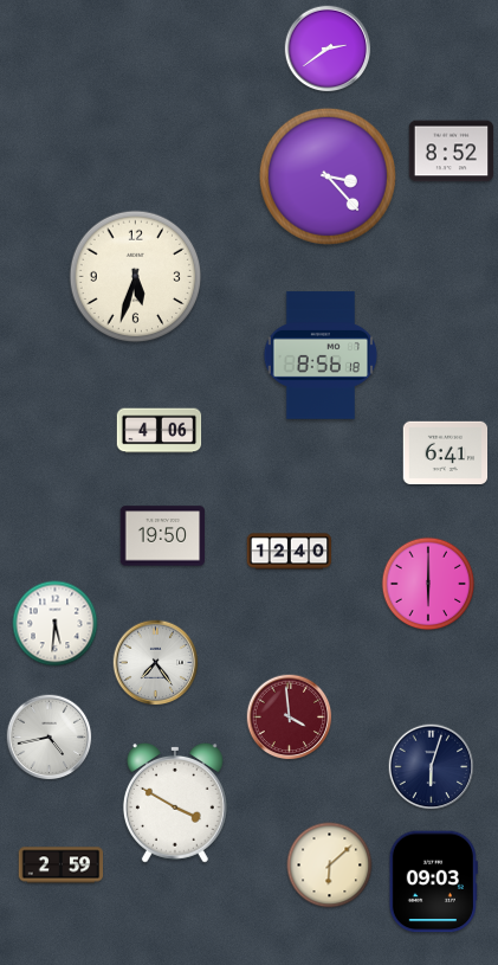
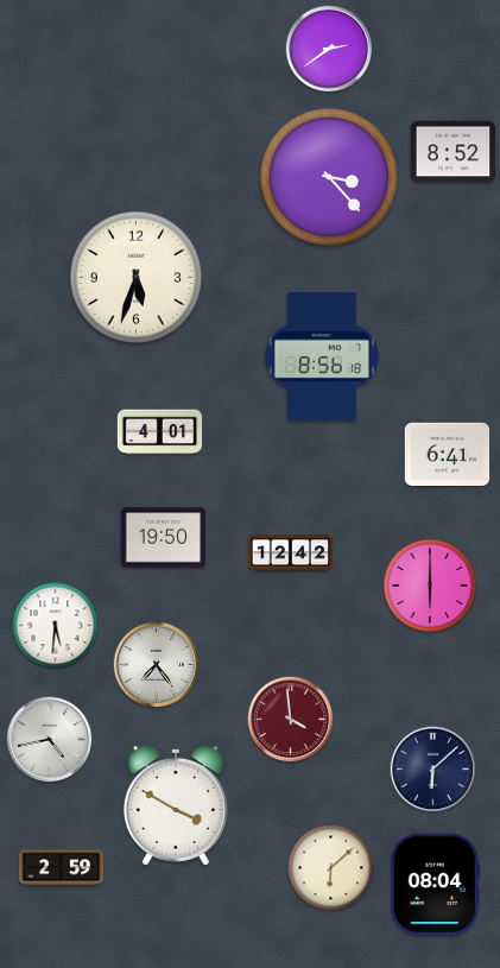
clock at (160, 431): 4:06 -> 4:01
clock at (290, 552): 12:40 -> 12:42
clock at (432, 767): 6:03 -> 6:08
clock at (433, 882): 09:03 -> 08:04
